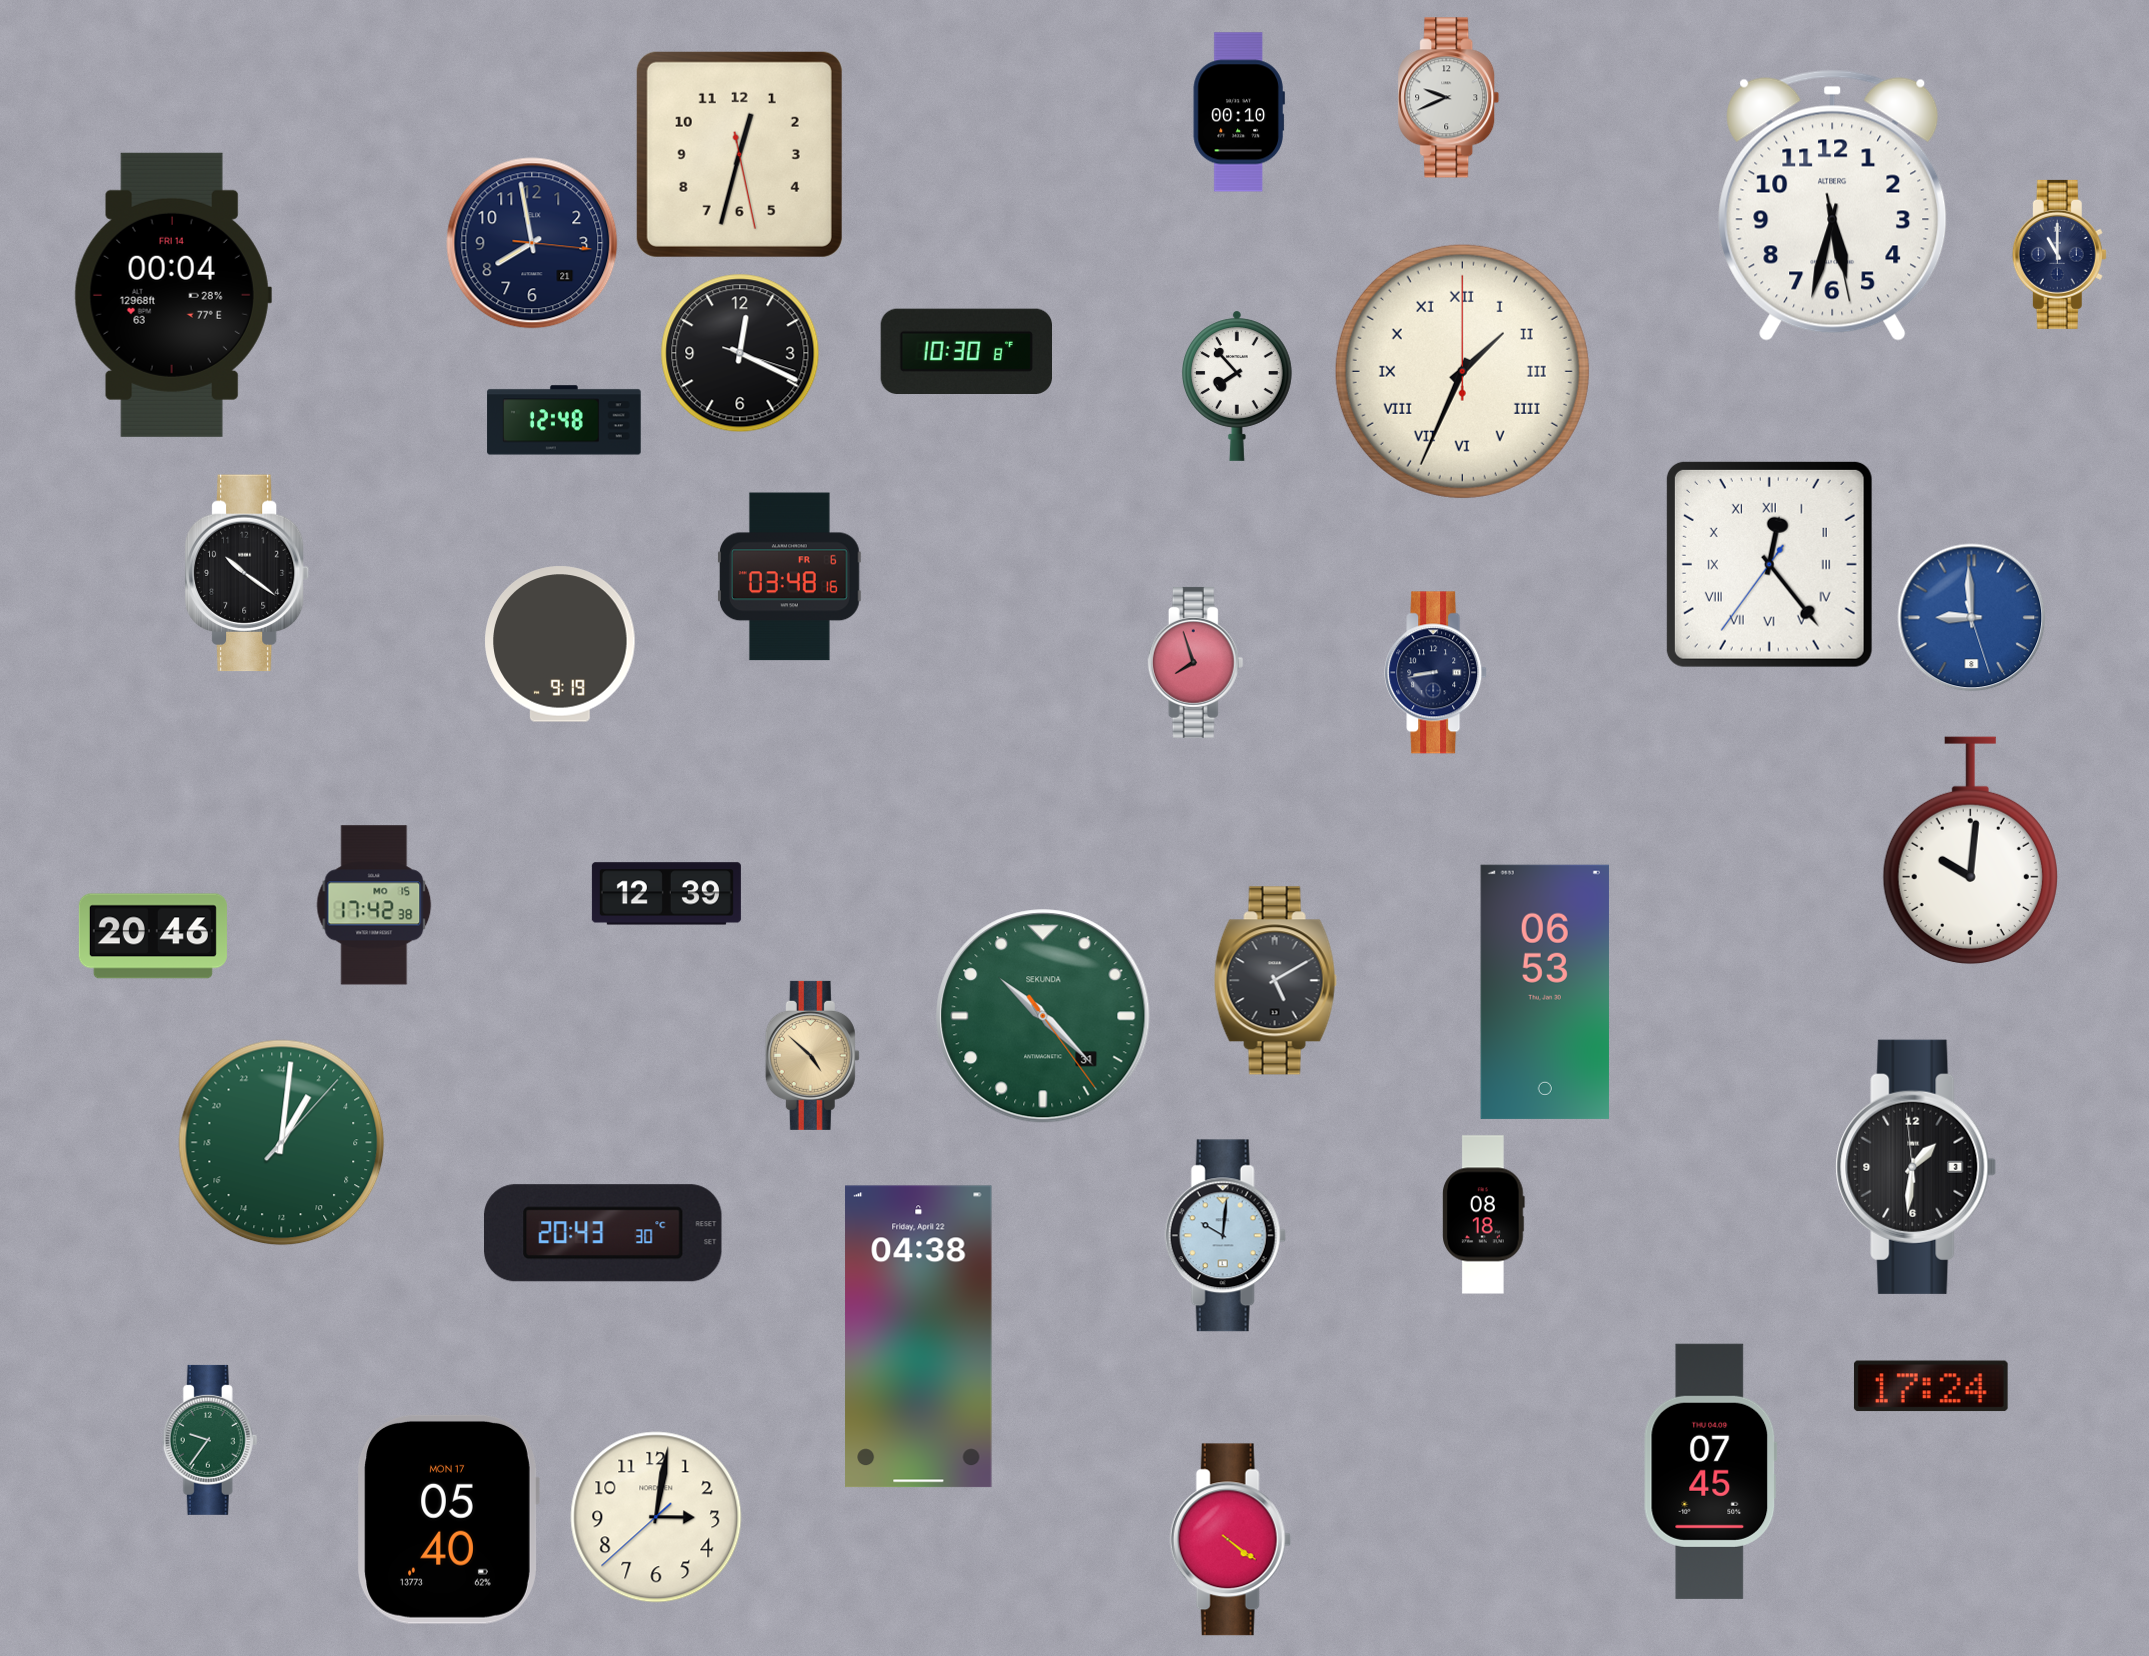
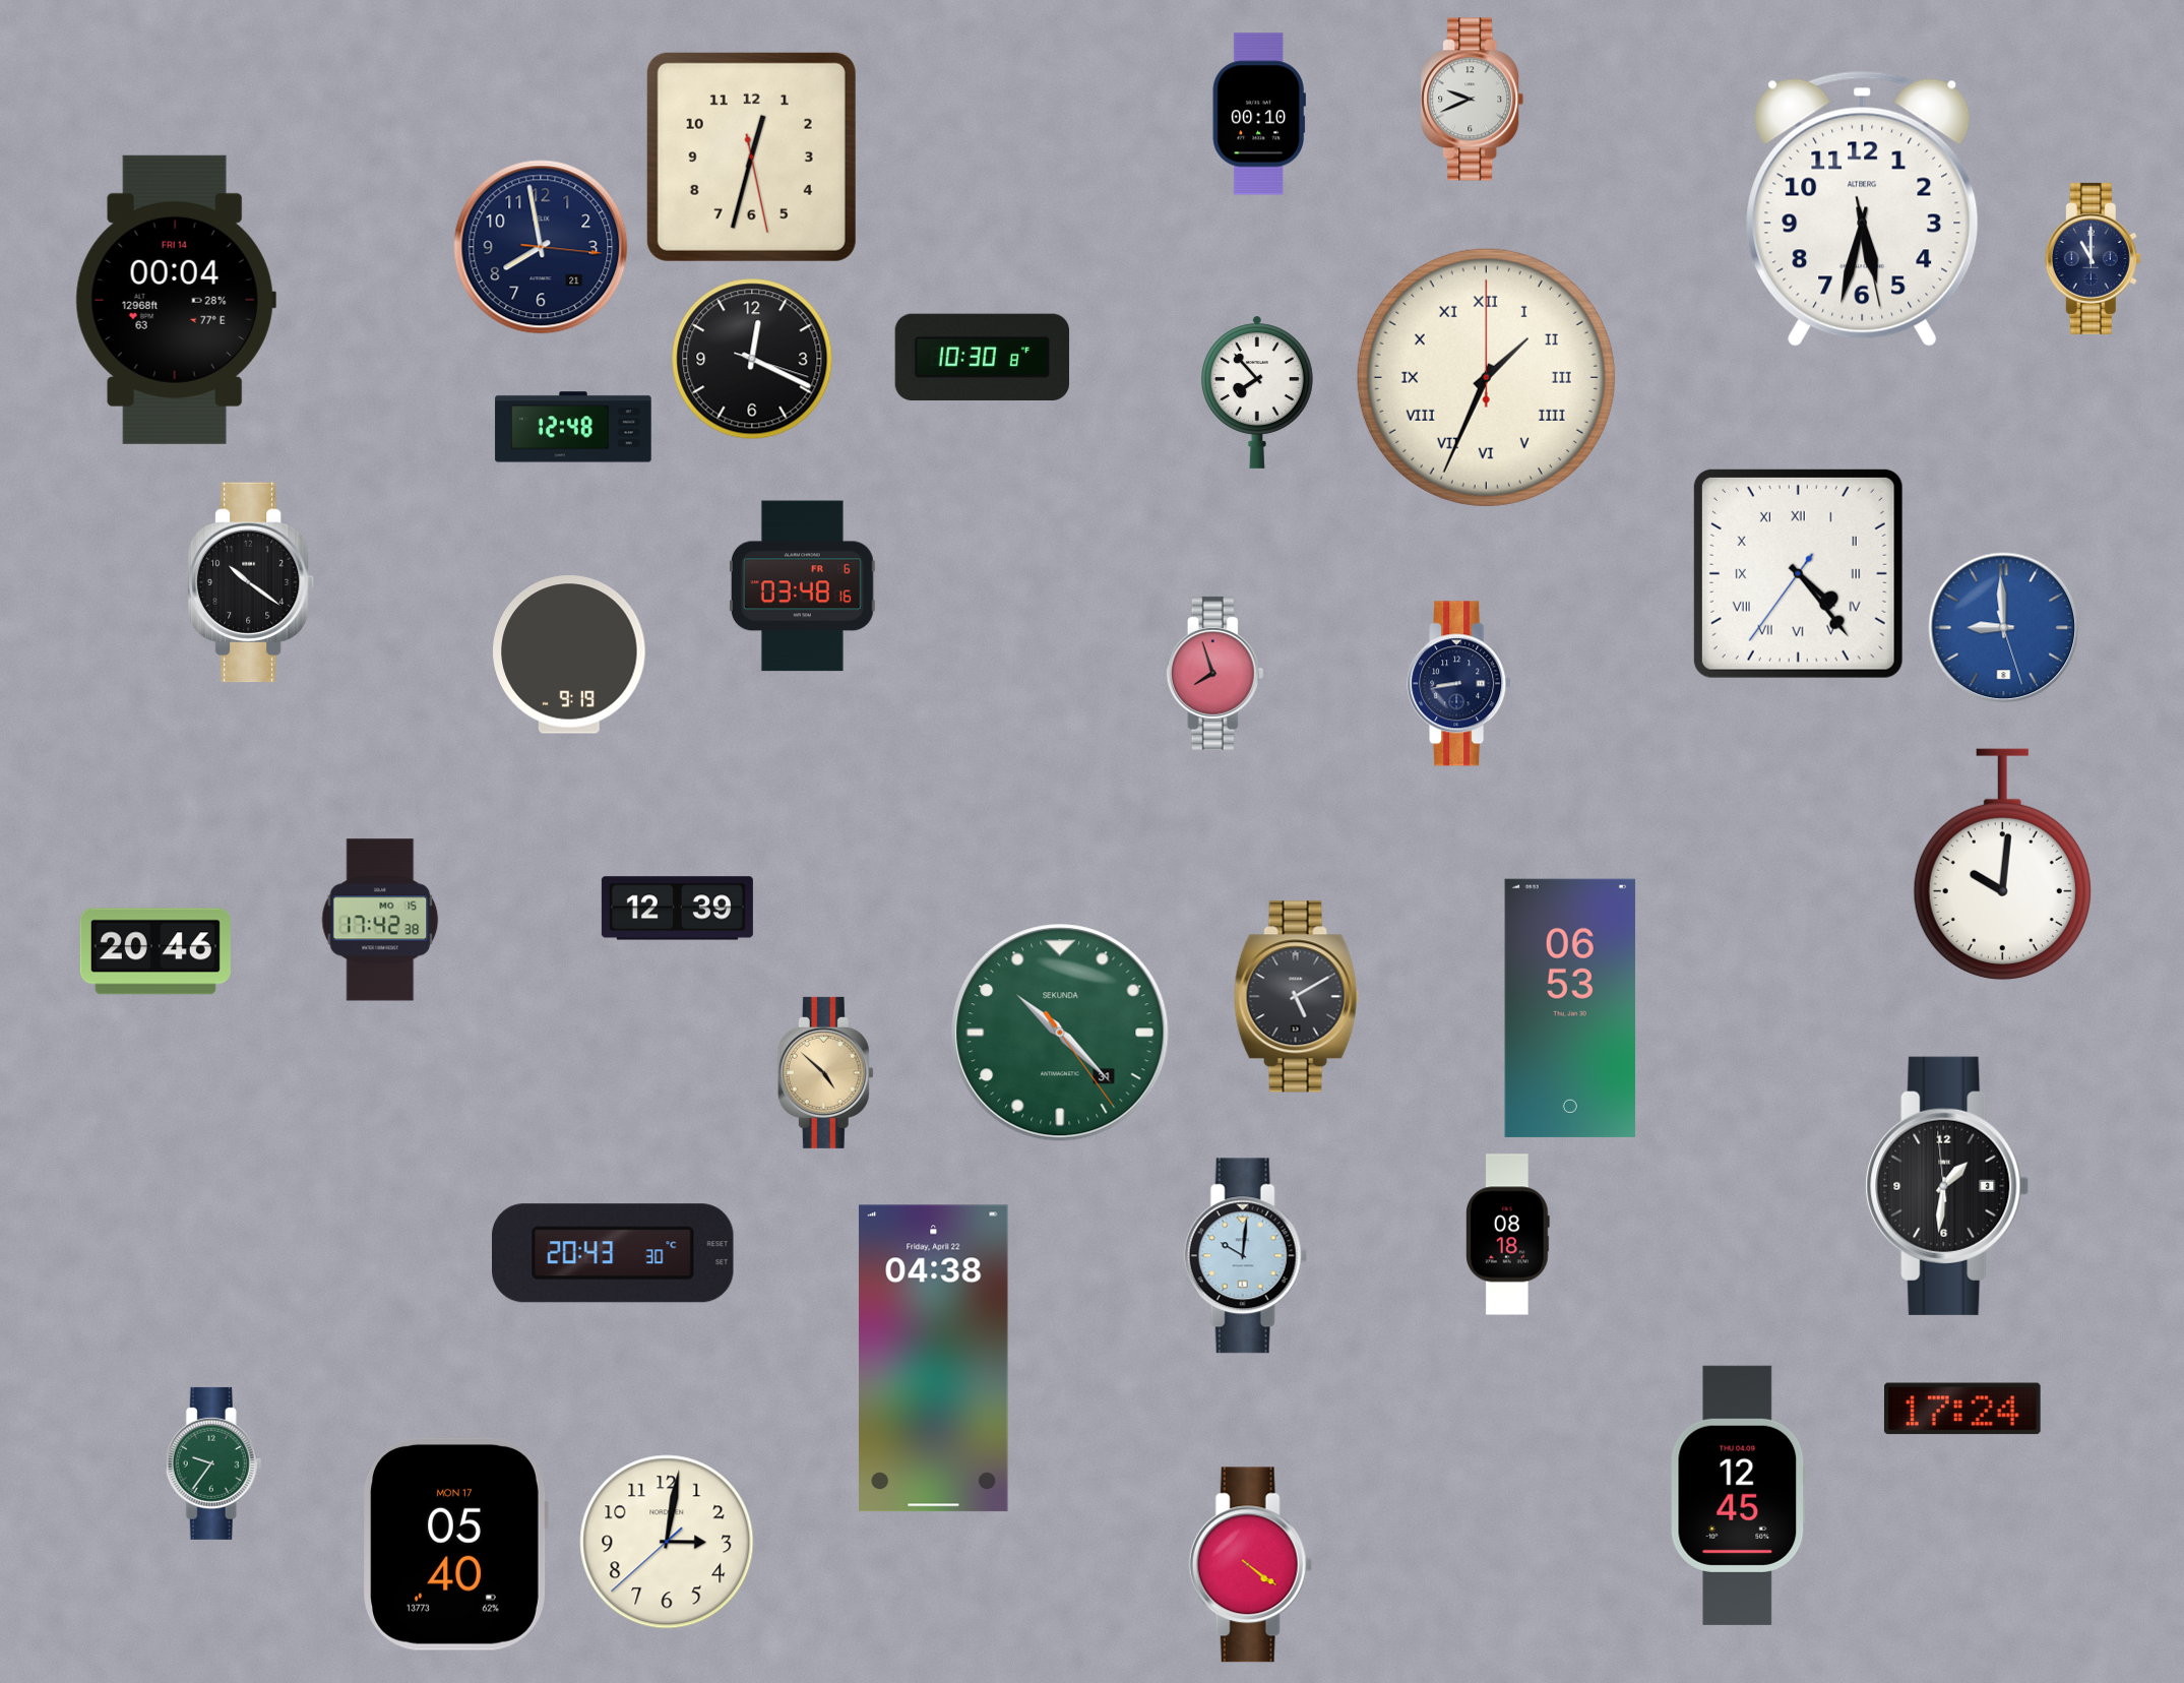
clock at (1769, 564): 12:23 -> 4:23
clock at (282, 1143): 2:01 -> none
clock at (1711, 1471): 07:45 -> 12:45
